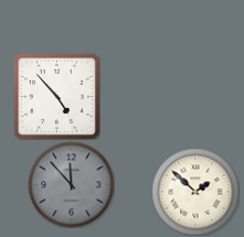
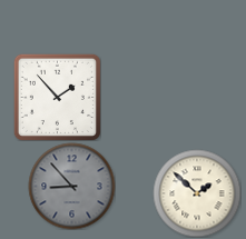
clock at (56, 96): 4:53 -> 1:53
clock at (71, 184): 11:53 -> 8:53
